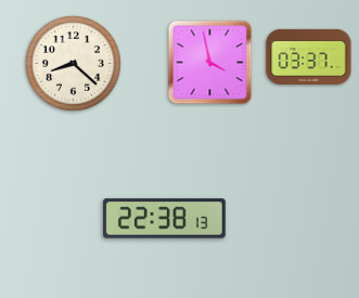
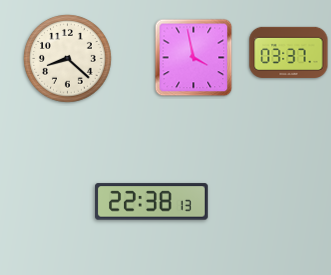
clock at (309, 56) position: (309, 56) -> (289, 52)
